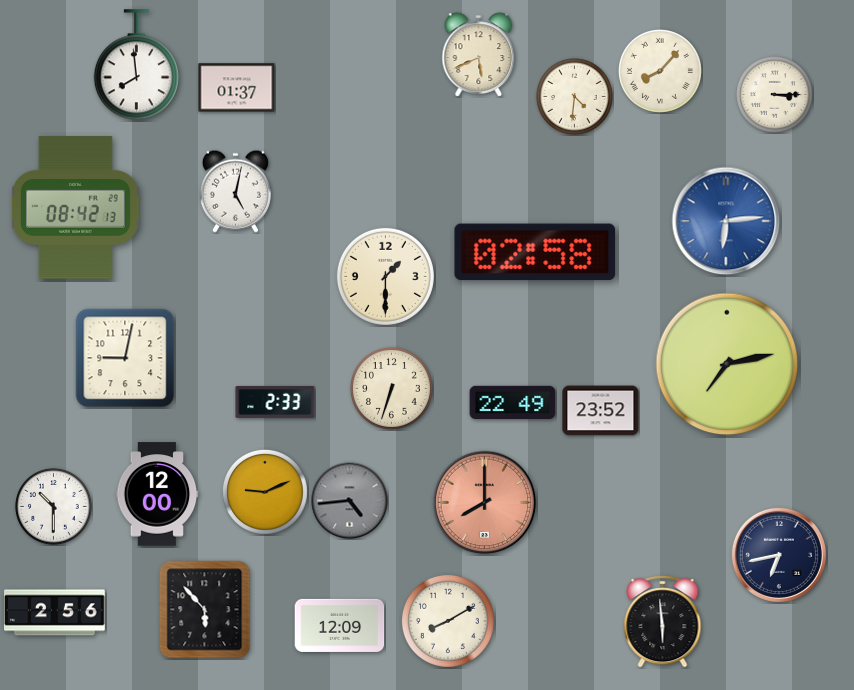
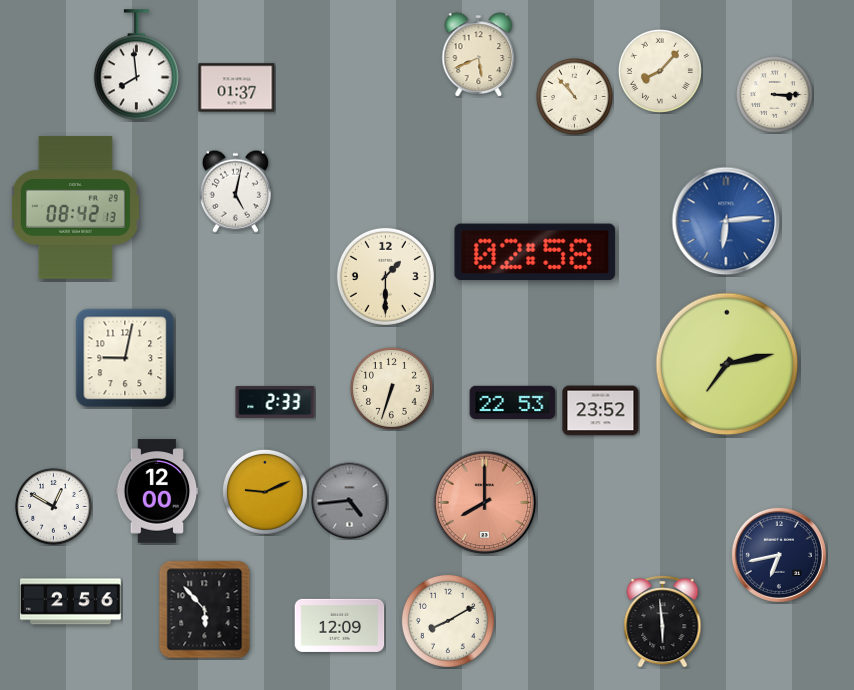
clock at (575, 97): 4:31 -> 10:53
clock at (513, 403): 22:49 -> 22:53
clock at (157, 494) position: (157, 494) -> (157, 491)
clock at (54, 507): 10:30 -> 12:50
clock at (55, 613) position: (55, 613) -> (71, 602)
